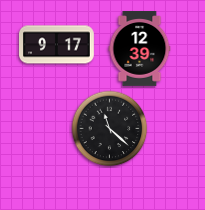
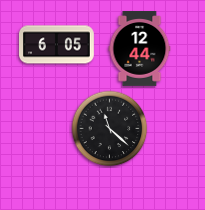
clock at (57, 45): 9:17 -> 6:05
clock at (140, 49): 12:39 -> 12:44
